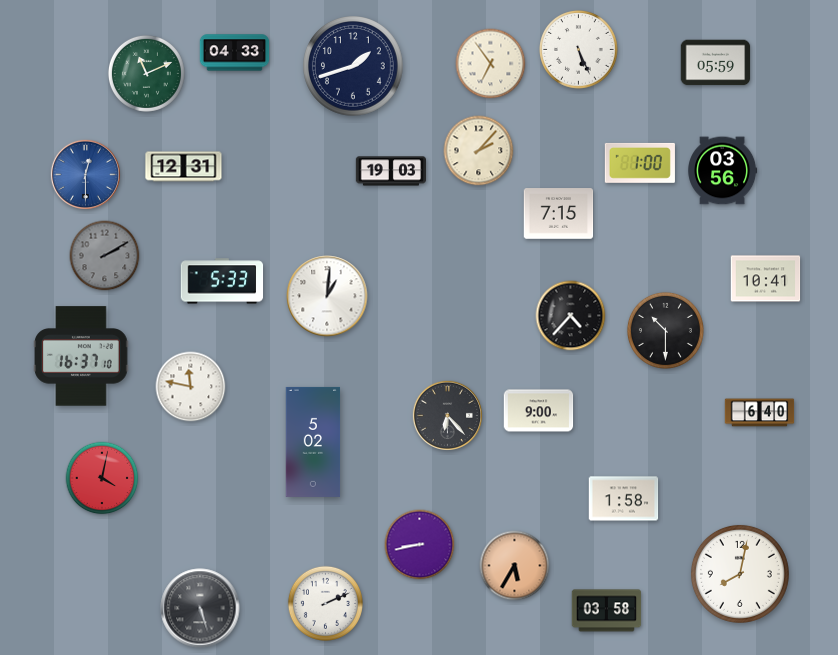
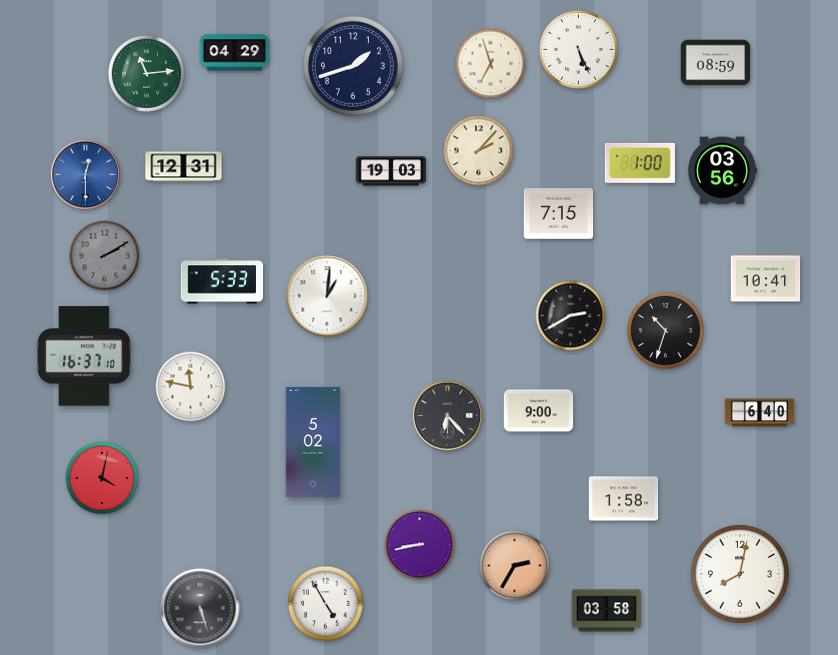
clock at (235, 53): 04:33 -> 04:29
clock at (716, 63): 05:59 -> 08:59
clock at (491, 64): 6:54 -> 6:57
clock at (146, 73): 11:11 -> 11:14
clock at (571, 316): 4:37 -> 2:40
clock at (665, 330): 10:30 -> 10:33
clock at (82, 356) position: (82, 356) -> (85, 356)
clock at (515, 566): 5:35 -> 2:35
clock at (325, 603): 2:11 -> 4:55
